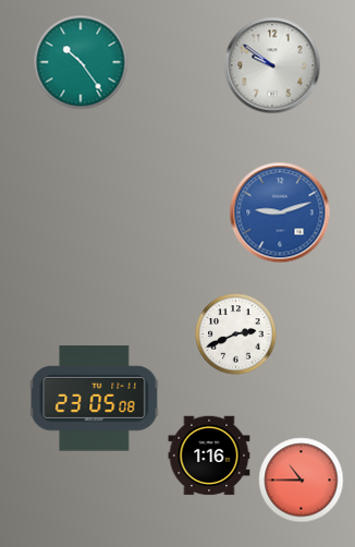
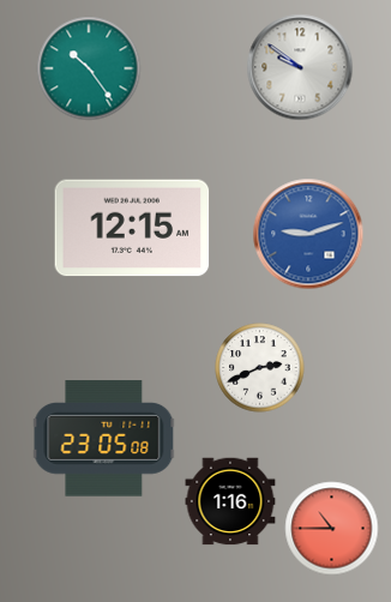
clock at (272, 65) position: (272, 65) -> (300, 67)
clock at (132, 228): none -> 12:15
